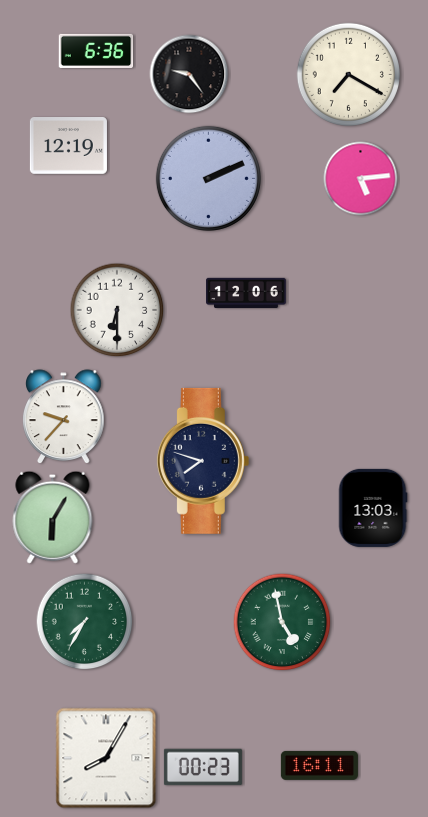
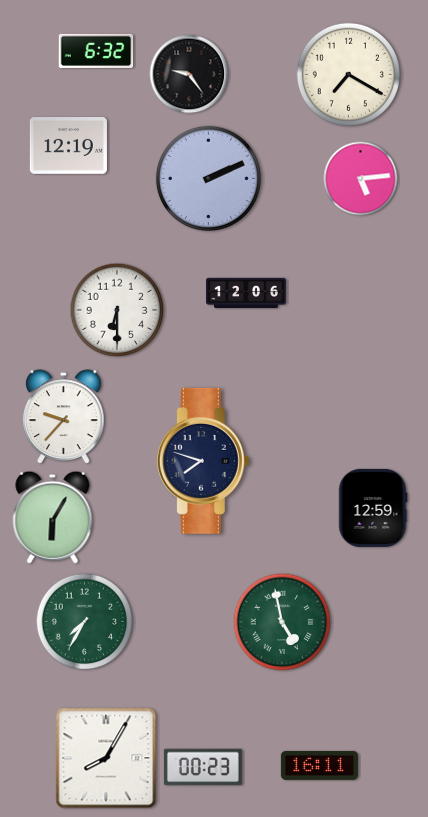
clock at (96, 51): 6:36 -> 6:32
clock at (373, 508): 13:03 -> 12:59
